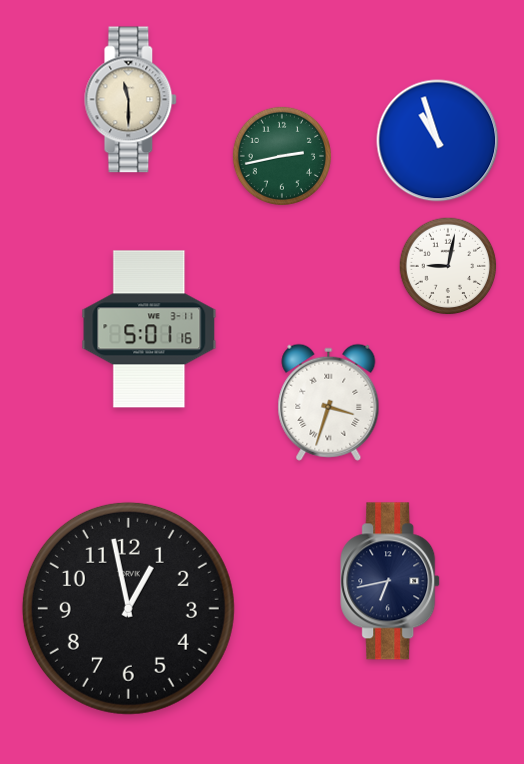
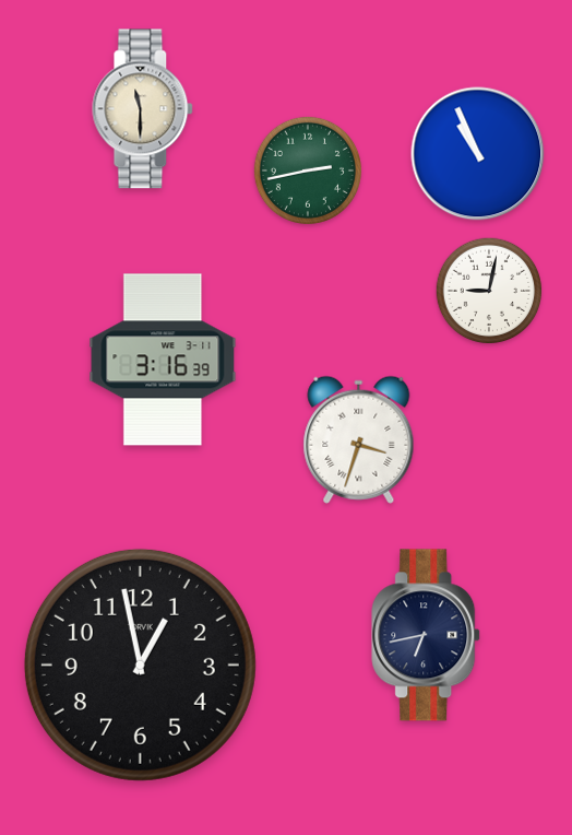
clock at (438, 141): 10:57 -> 10:56
clock at (149, 329): 5:01 -> 3:16
